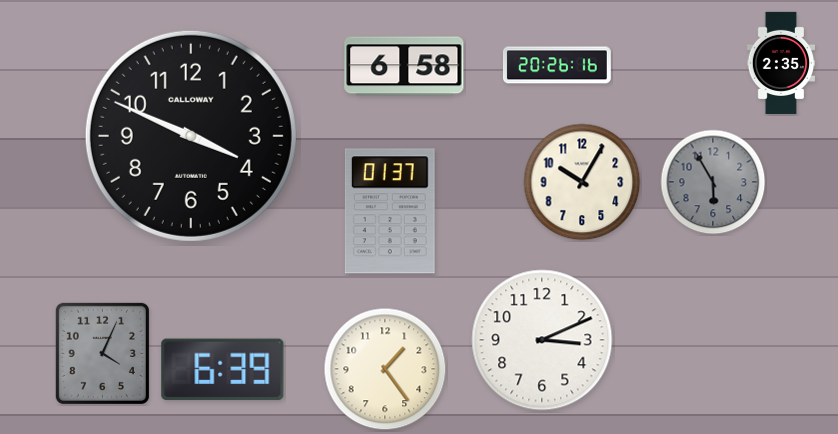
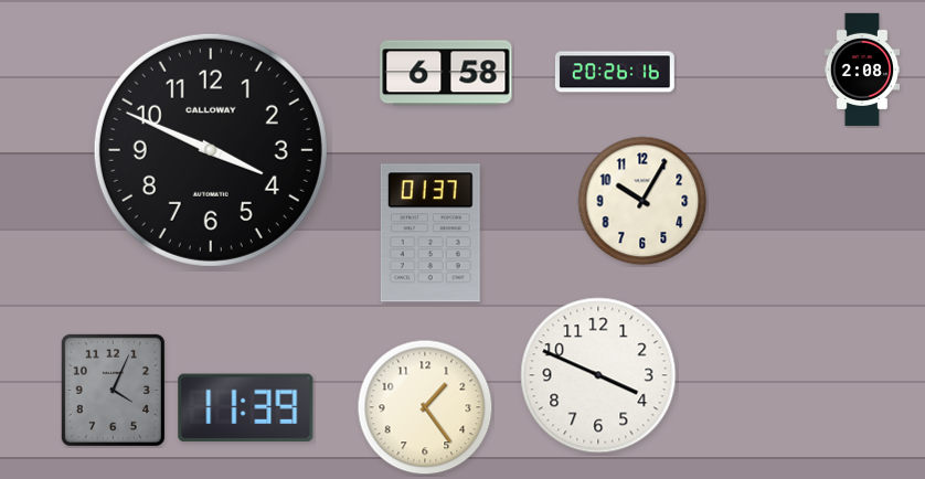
clock at (781, 63): 2:35 -> 2:08
clock at (713, 182): 5:55 -> none
clock at (542, 340): 3:11 -> 3:49
clock at (223, 370): 6:39 -> 11:39
